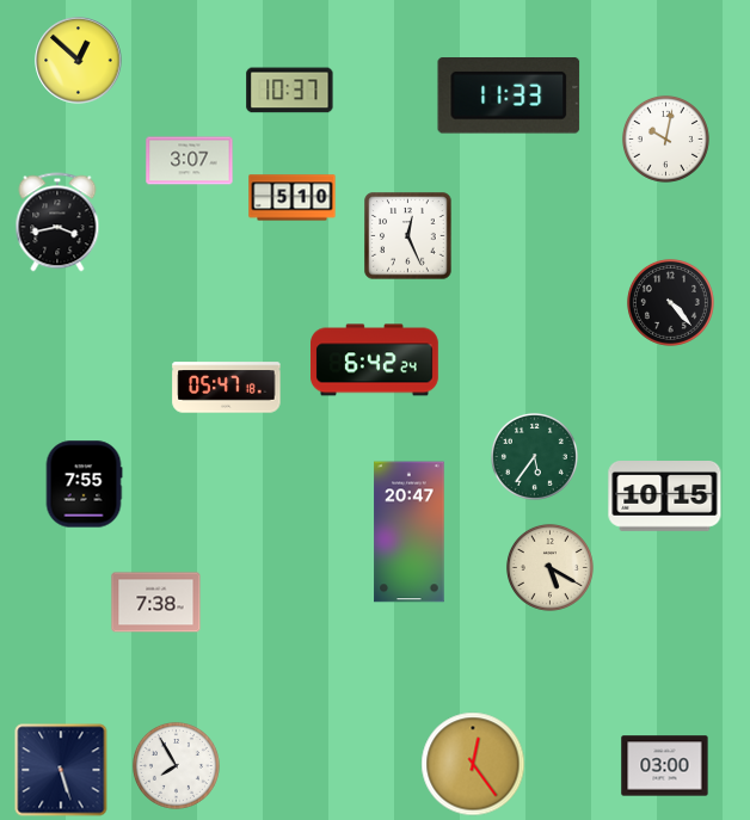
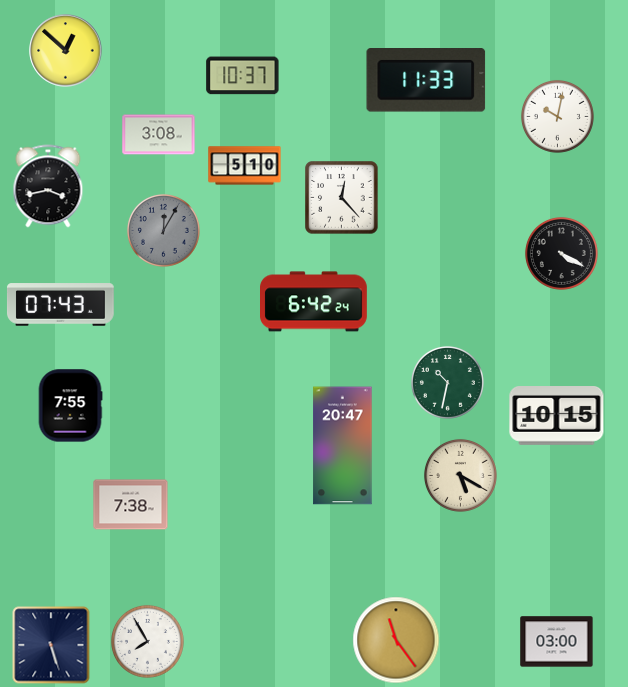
clock at (190, 161): 3:07 -> 3:08
clock at (408, 236): 12:26 -> 12:23
clock at (163, 230): none -> 12:05
clock at (670, 302): 4:23 -> 4:20
clock at (60, 305): none -> 07:43
clock at (227, 388): 05:47 -> none
clock at (534, 456): 5:36 -> 10:32
clock at (473, 764): 12:24 -> 11:24
